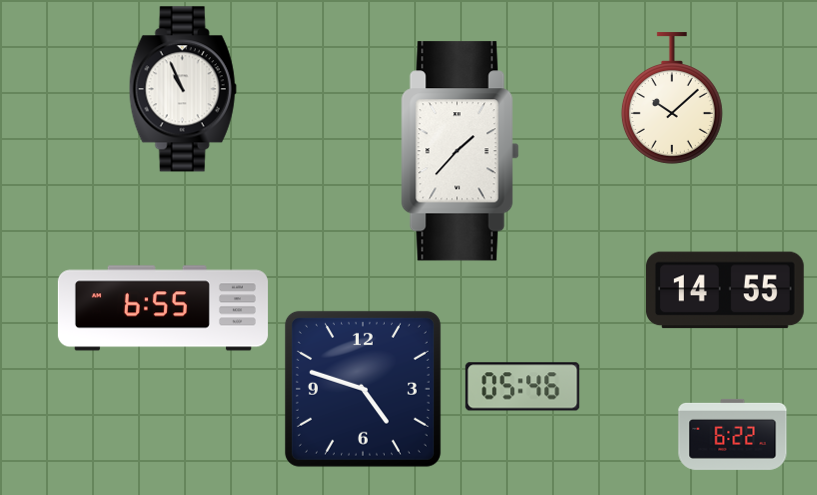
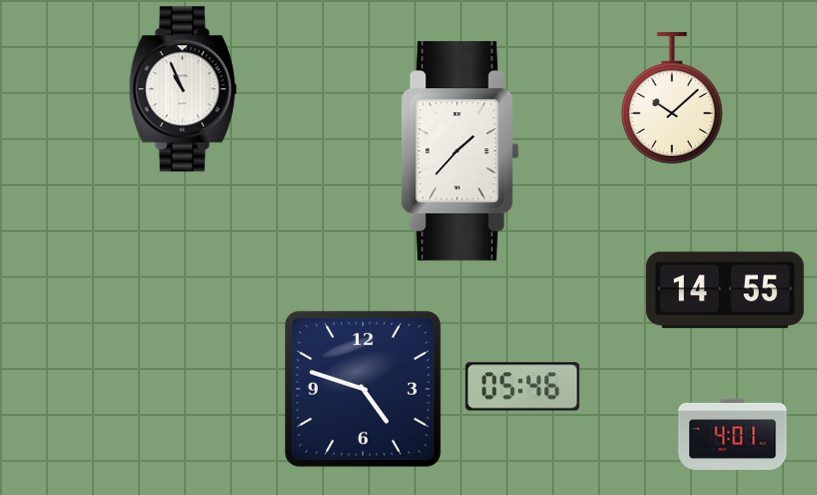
clock at (163, 308): 6:55 -> none
clock at (733, 434): 6:22 -> 4:01
